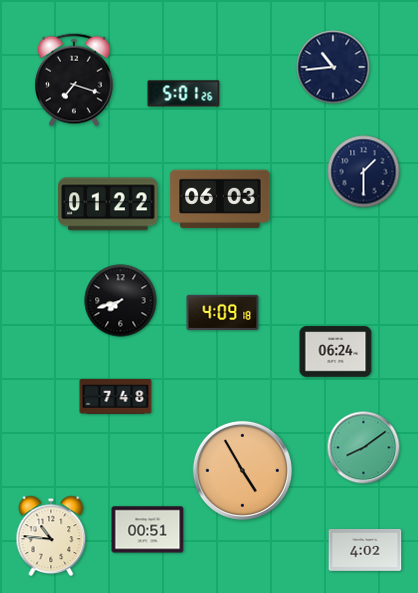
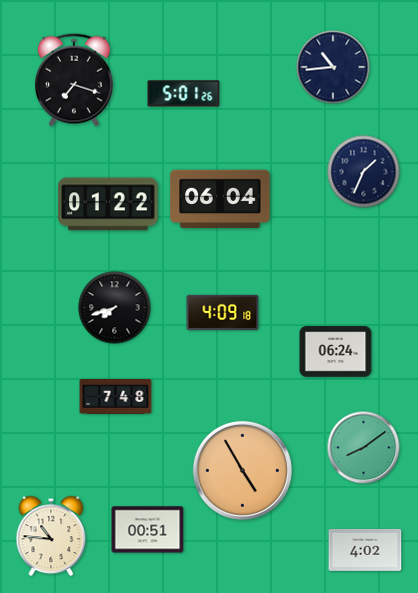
clock at (364, 172): 1:30 -> 1:34
clock at (220, 199): 06:03 -> 06:04
clock at (121, 301) position: (121, 301) -> (115, 308)
